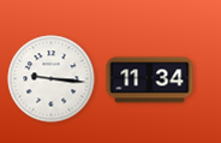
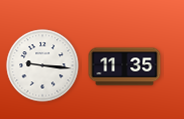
clock at (150, 81): 11:34 -> 11:35
